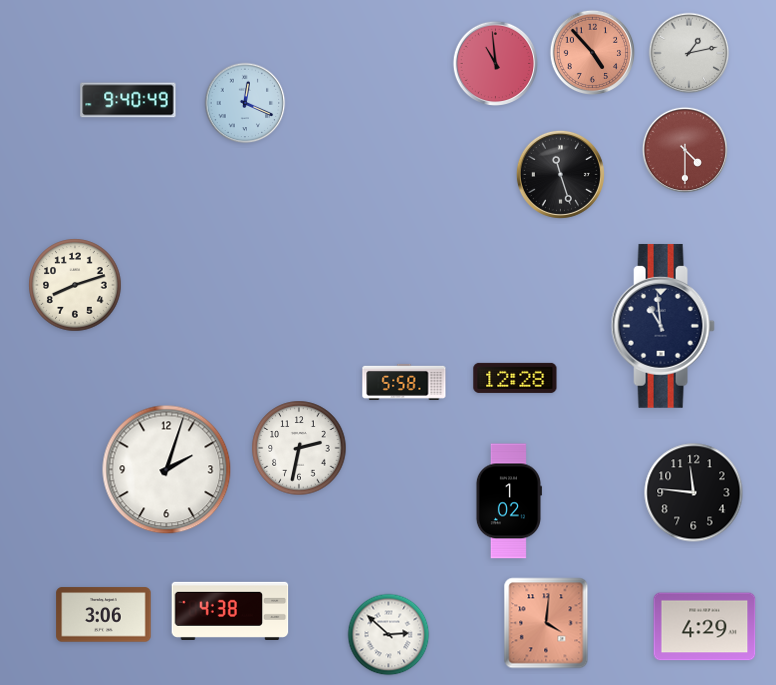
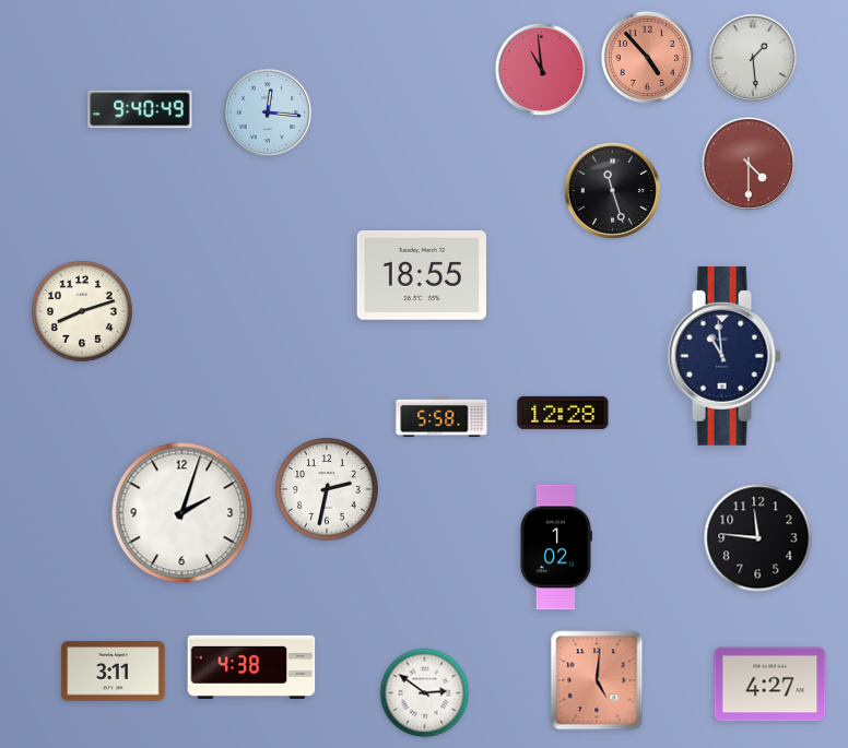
clock at (689, 53): 1:13 -> 1:29
clock at (245, 103): 12:19 -> 12:16
clock at (422, 275): none -> 18:55
clock at (104, 615): 3:06 -> 3:11
clock at (546, 623): 4:01 -> 5:01
clock at (705, 627): 4:29 -> 4:27
clock at (389, 635): 2:52 -> 2:51
